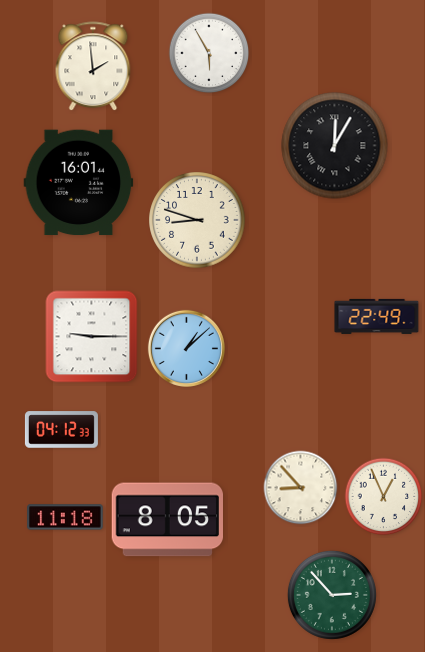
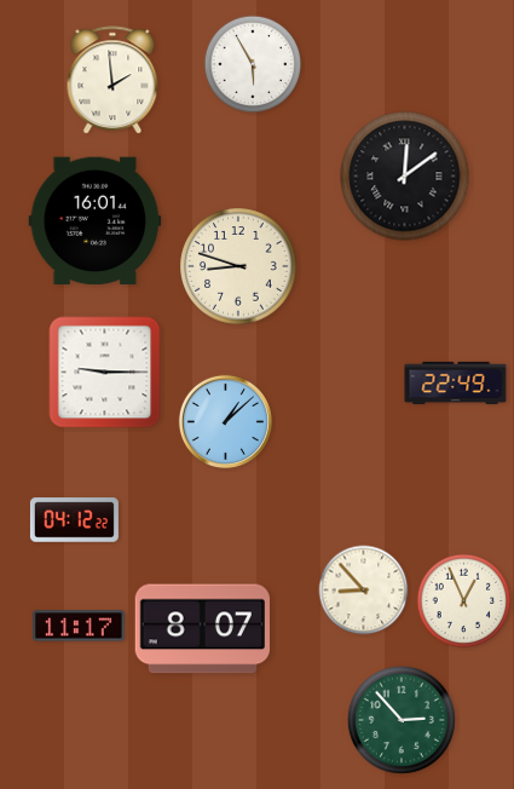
clock at (335, 146): 12:05 -> 12:09
clock at (92, 337) position: (92, 337) -> (105, 373)
clock at (61, 430): 04:12:33 -> 04:12:22
clock at (65, 517): 11:18 -> 11:17
clock at (167, 520): 8:05 -> 8:07
